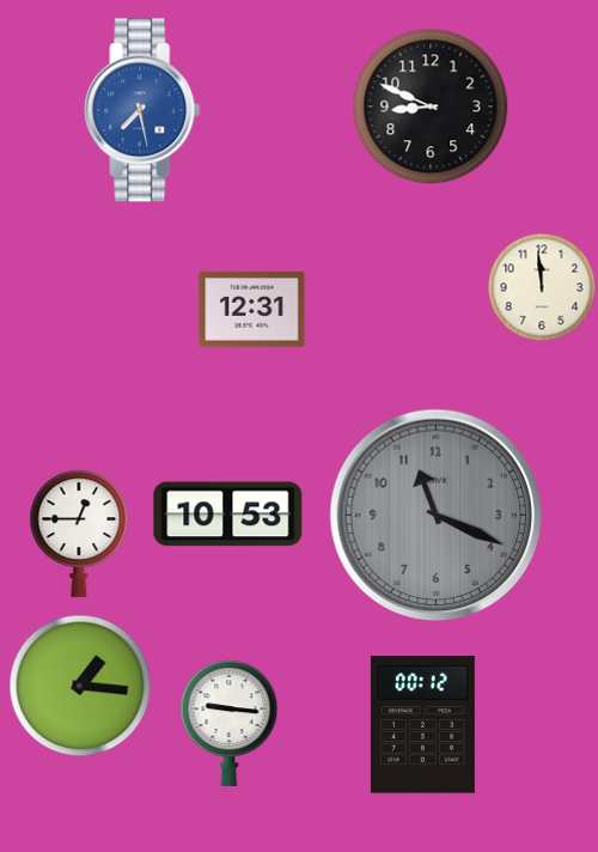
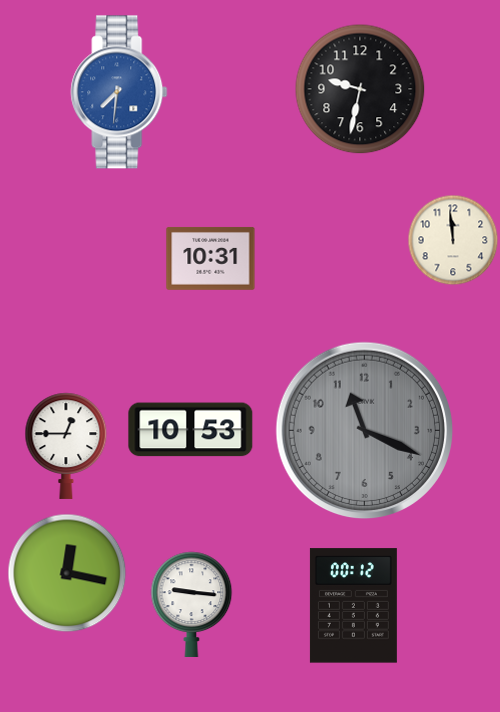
clock at (431, 106): 8:49 -> 9:32
clock at (142, 110): 7:28 -> 7:31
clock at (252, 310): 12:31 -> 10:31
clock at (80, 686): 1:16 -> 12:17
